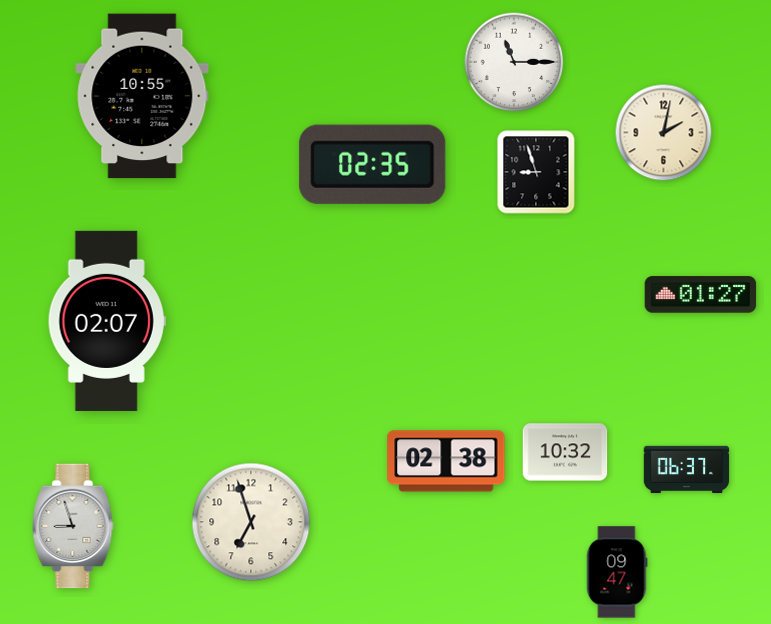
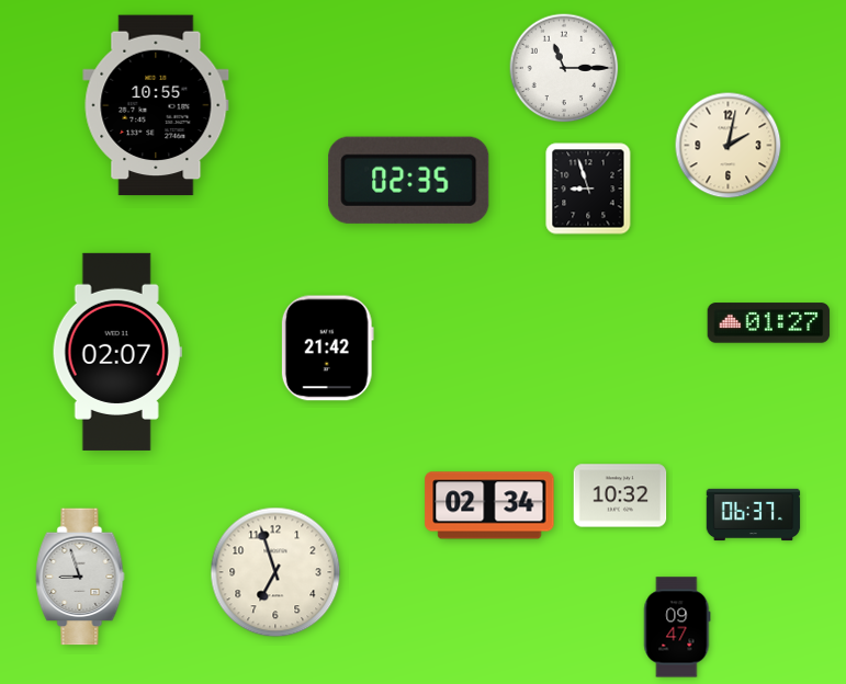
clock at (327, 349): none -> 21:42
clock at (446, 461): 02:38 -> 02:34
